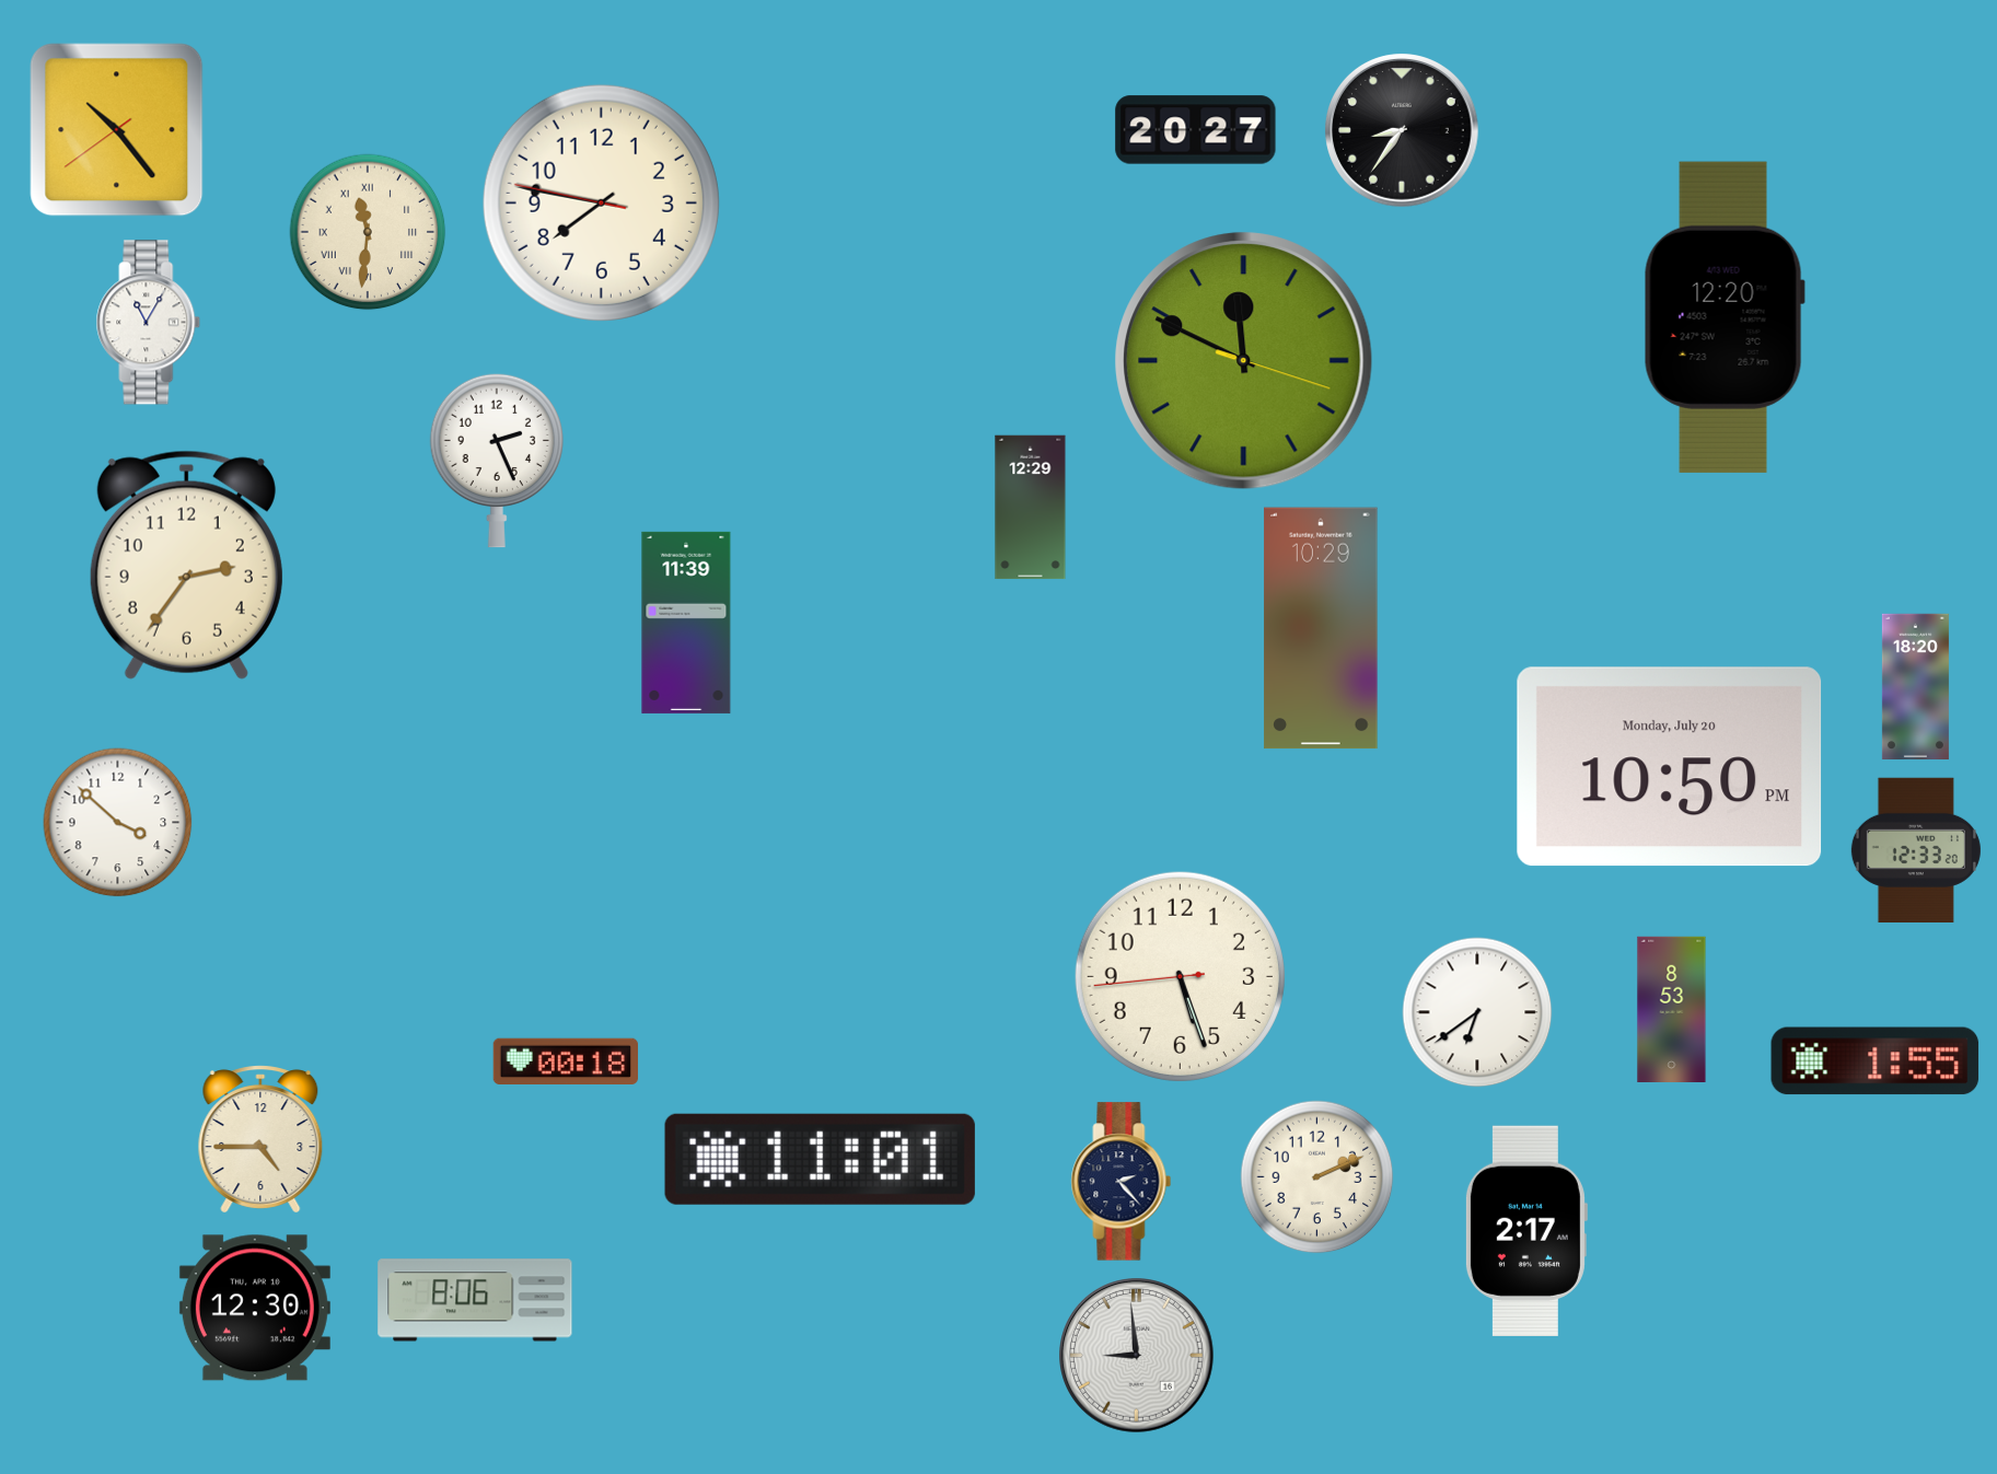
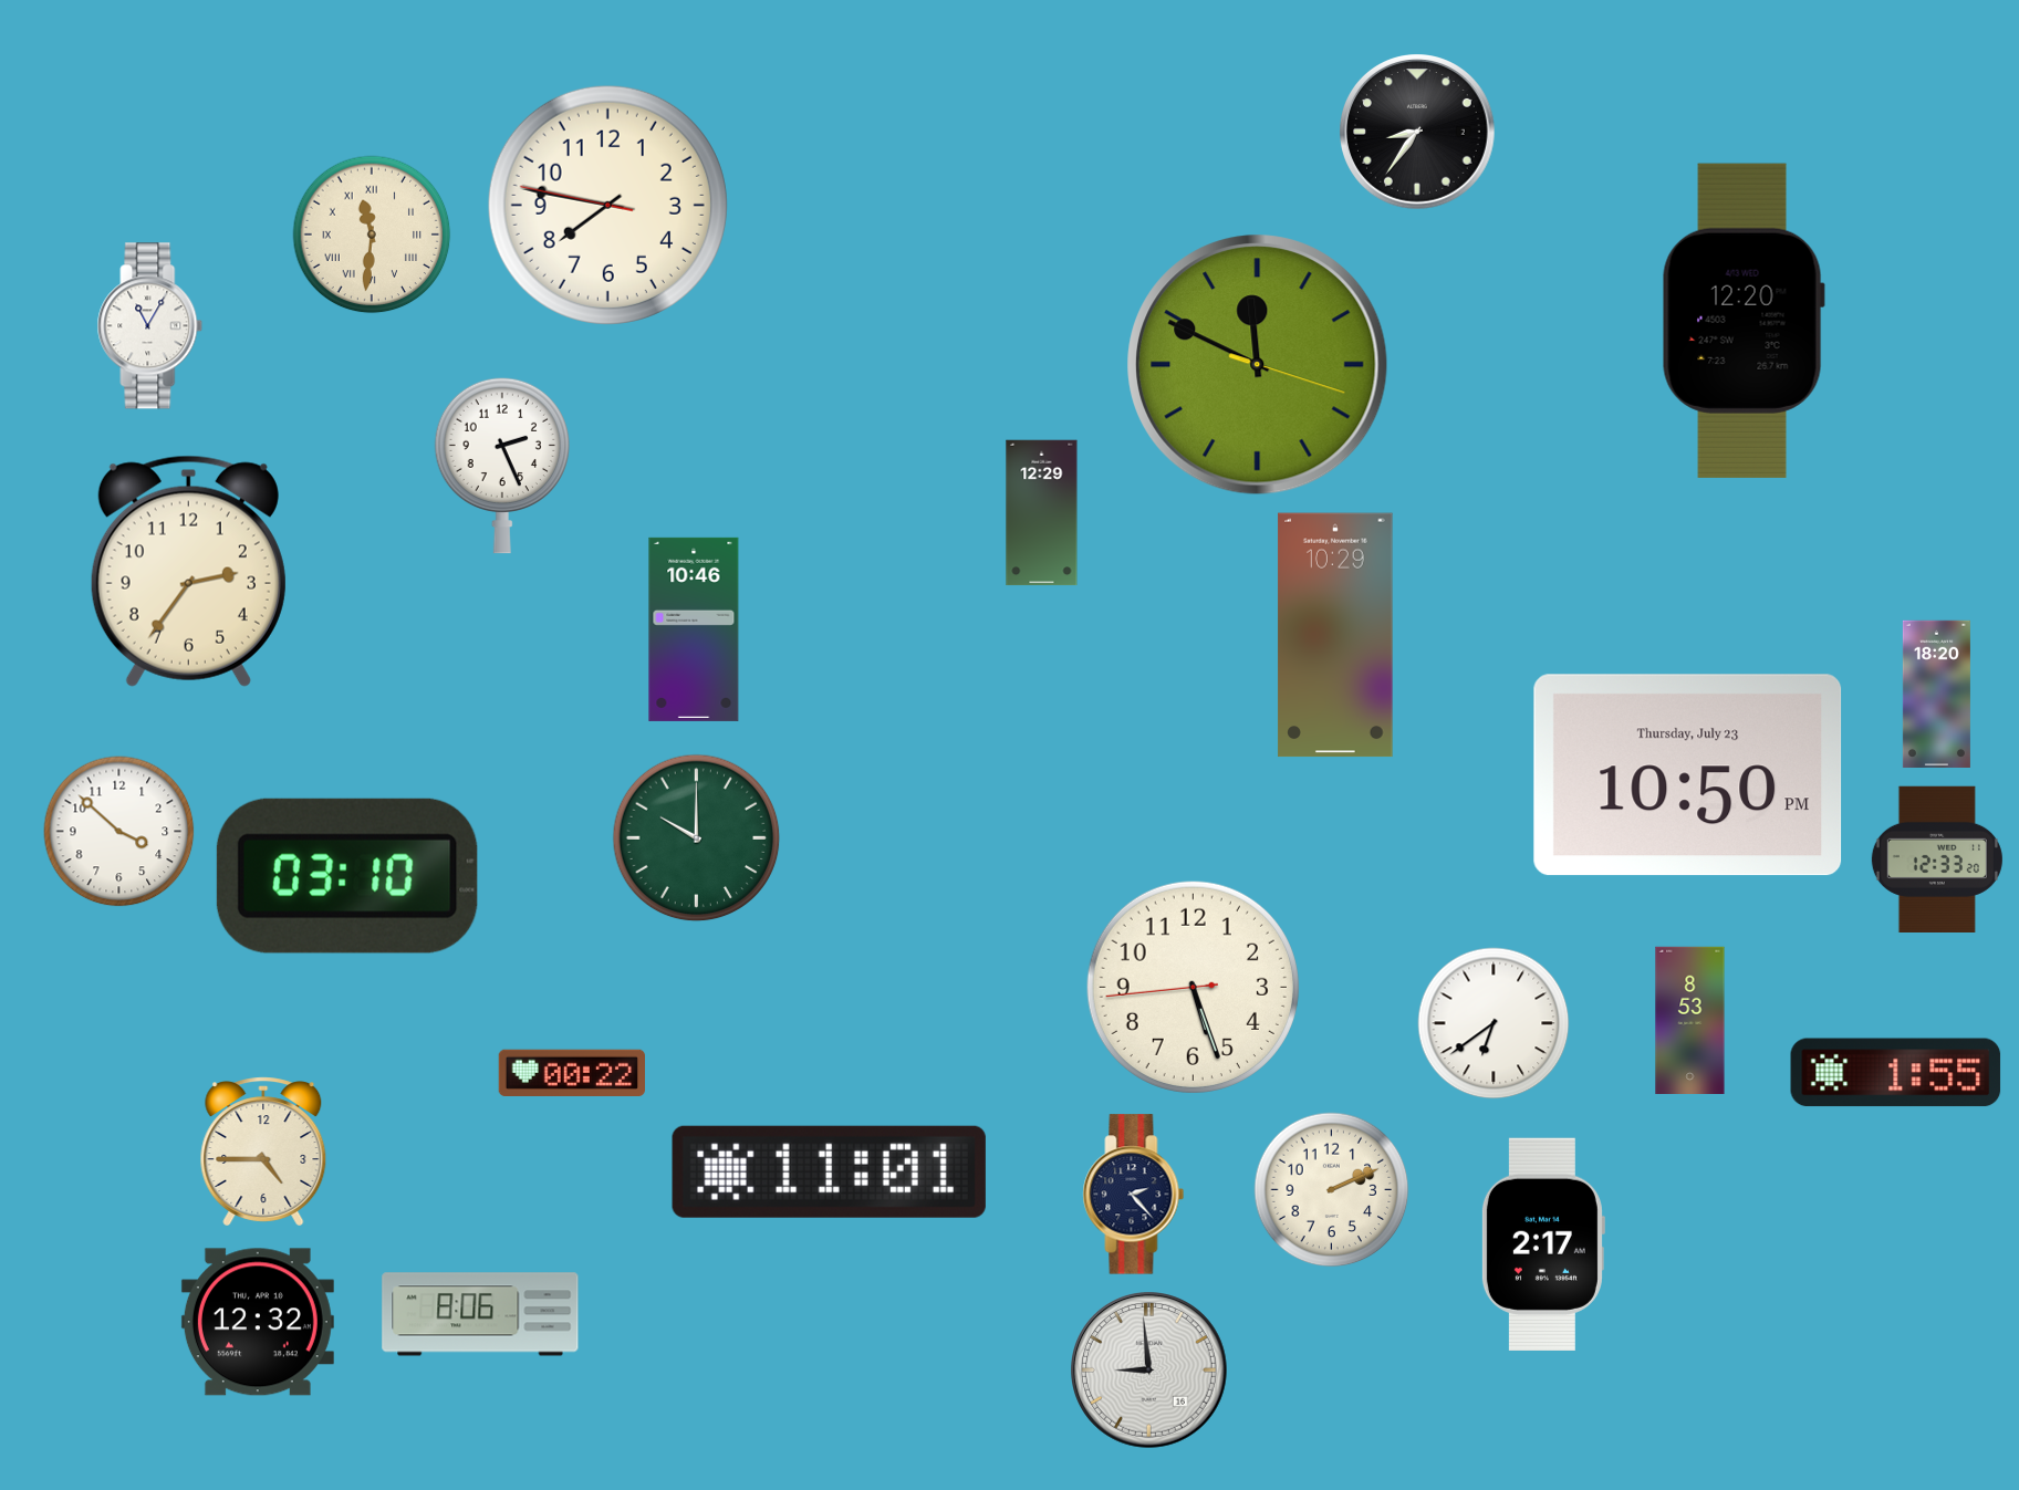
clock at (117, 130): 10:23 -> none
clock at (1196, 130): 20:27 -> none
clock at (686, 623): 11:39 -> 10:46
clock at (1670, 767) date: Monday, July 20 -> Thursday, July 23
clock at (697, 838): none -> 10:00
clock at (347, 876): none -> 03:10
clock at (565, 1061): 00:18 -> 00:22
clock at (255, 1308): 12:30 -> 12:32
